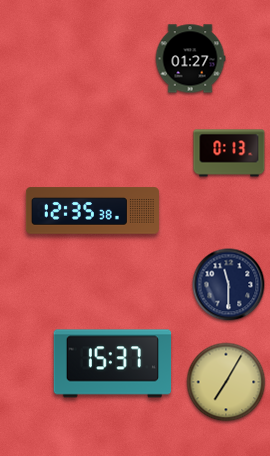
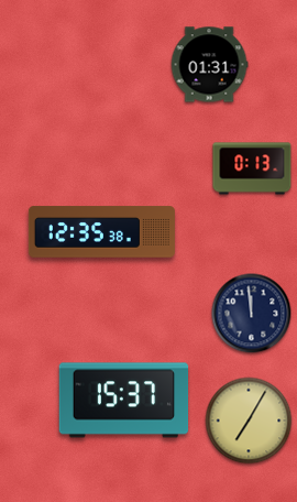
clock at (190, 59): 01:27 -> 01:31
clock at (229, 285): 11:30 -> 11:59
